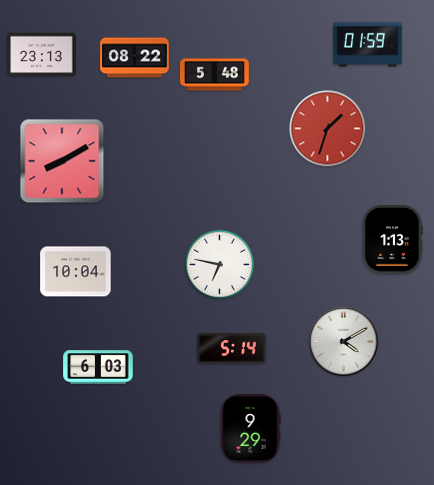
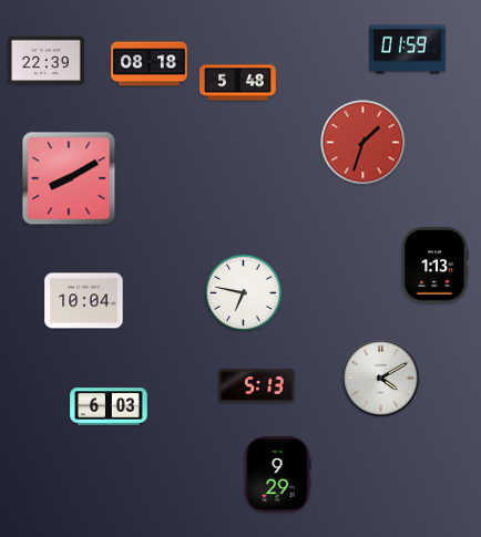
clock at (42, 55): 23:13 -> 22:39
clock at (135, 58): 08:22 -> 08:18
clock at (232, 349): 5:14 -> 5:13
